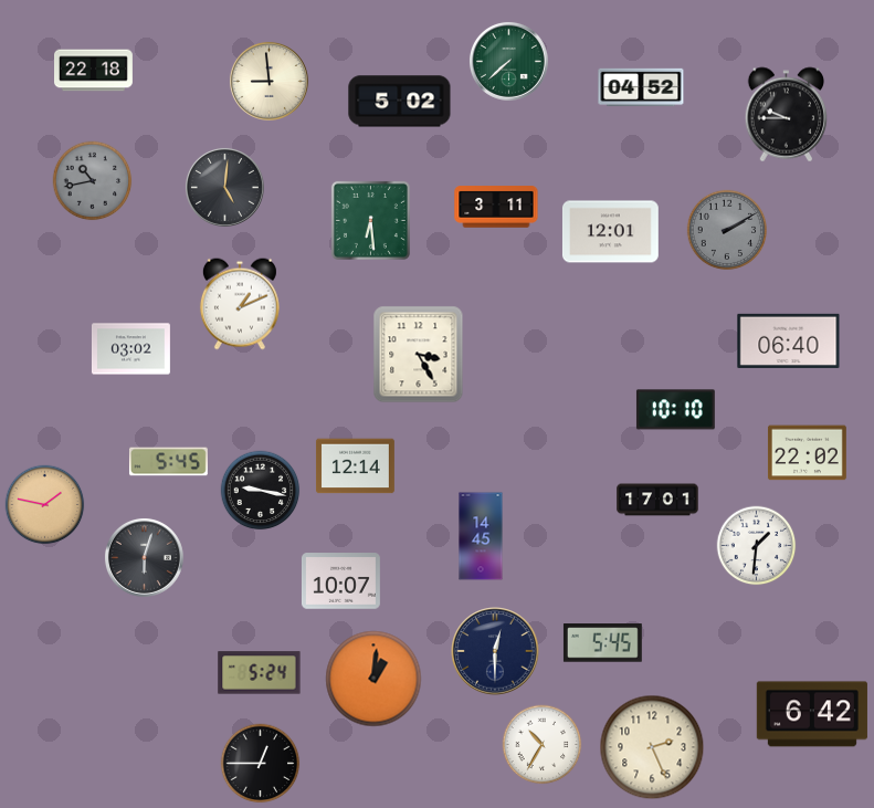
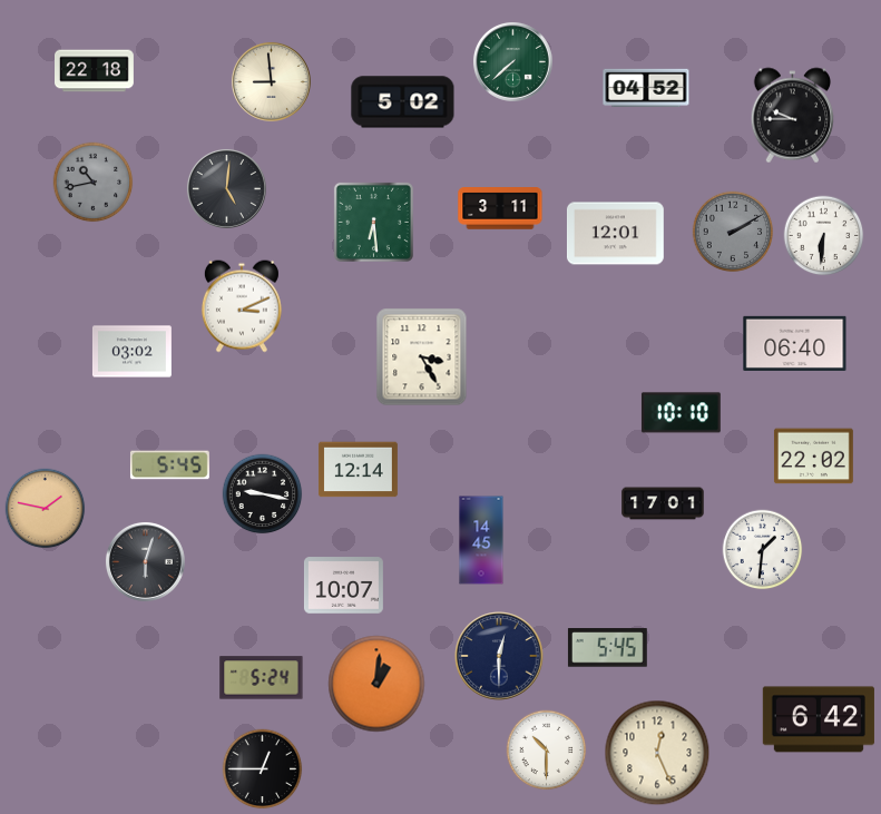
clock at (824, 236): none -> 6:31
clock at (240, 304): 1:11 -> 3:11
clock at (481, 536) position: (481, 536) -> (481, 540)
clock at (543, 745): 10:35 -> 10:30
clock at (652, 747): 2:26 -> 12:26
